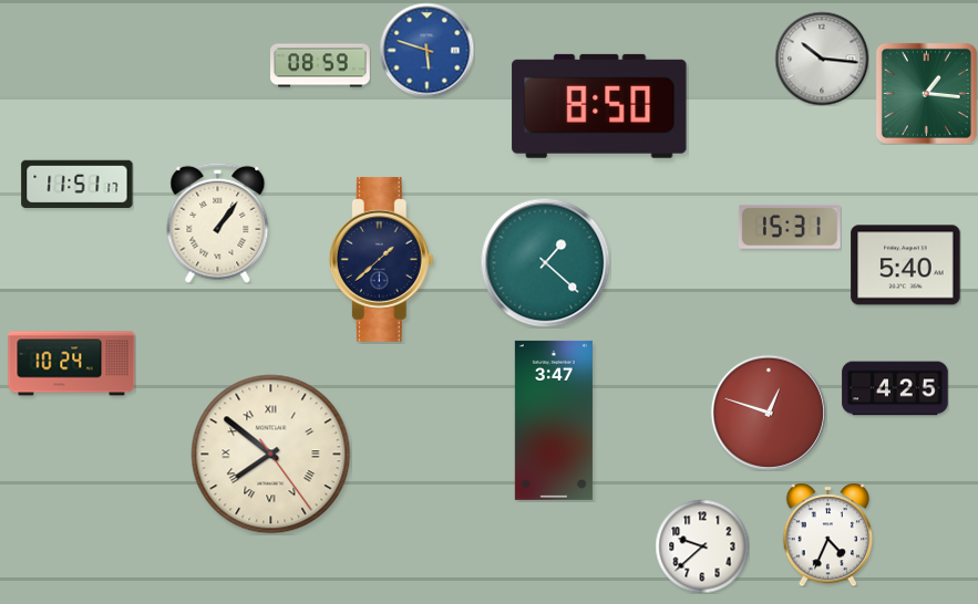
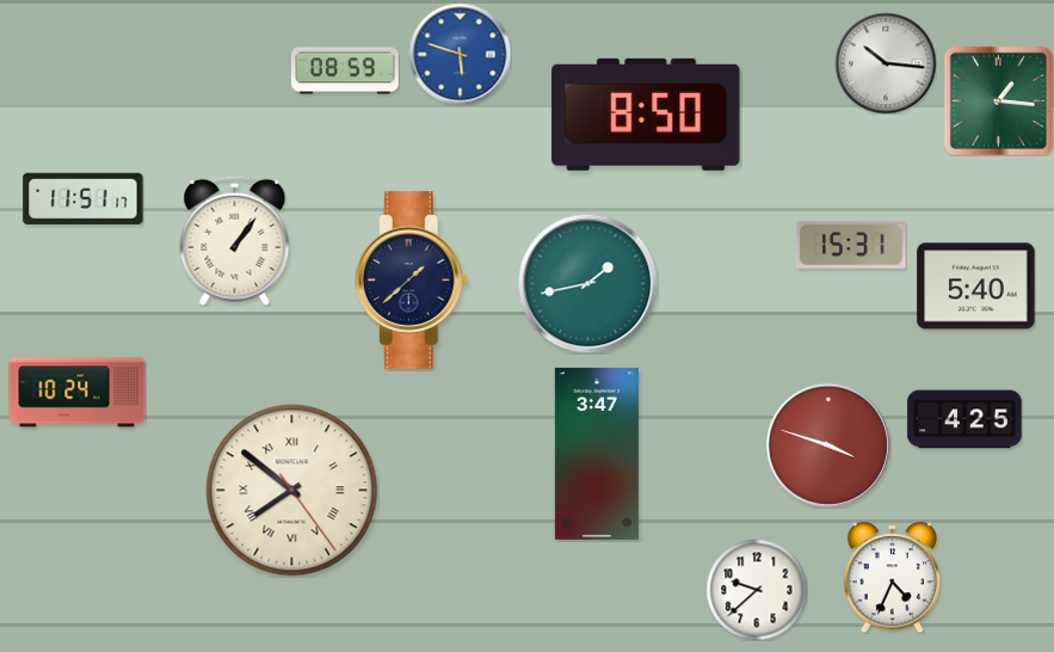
clock at (545, 262): 1:22 -> 1:43
clock at (769, 413): 12:48 -> 3:48
